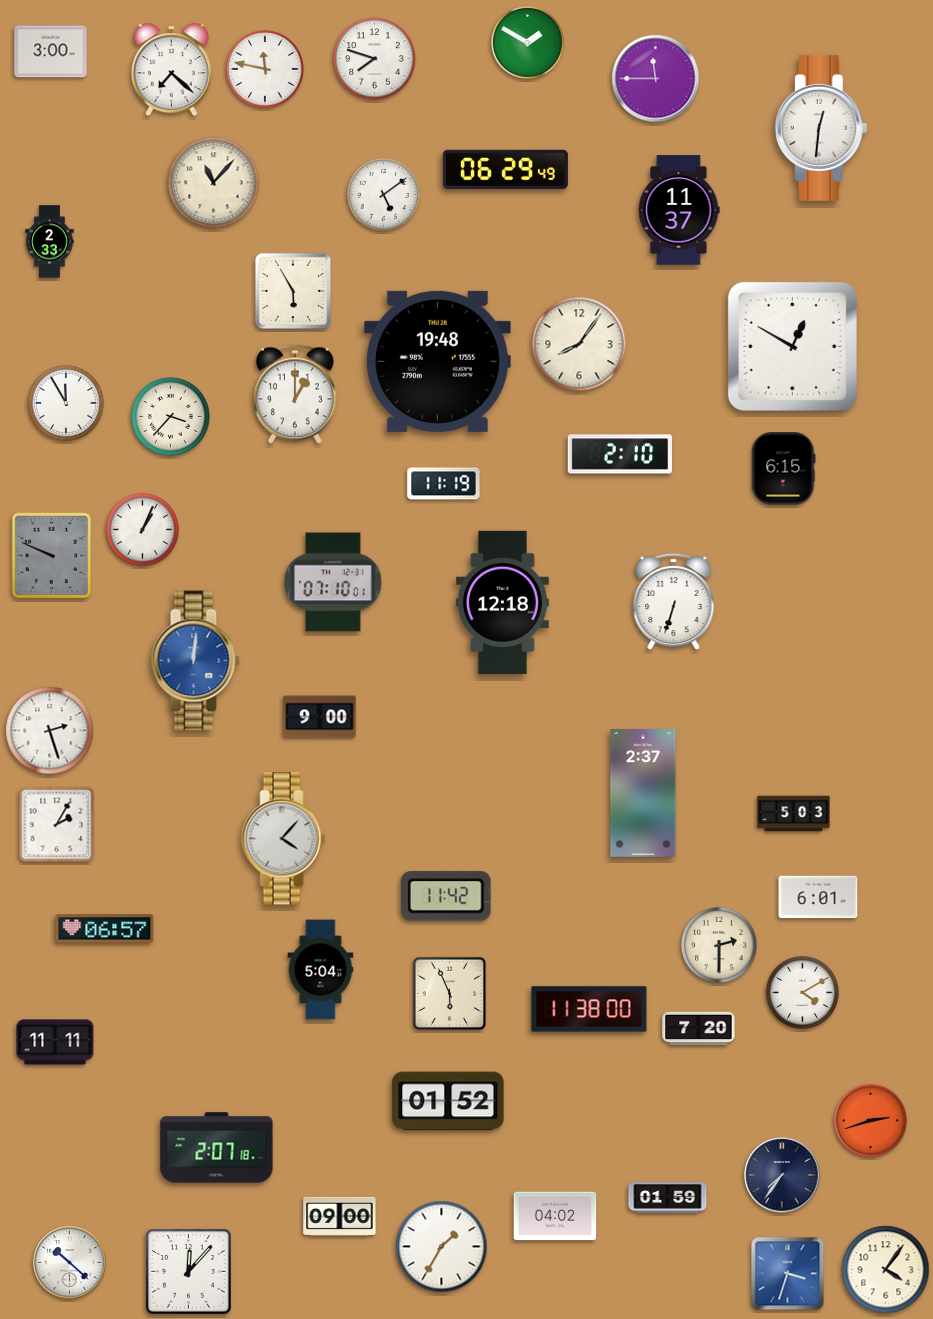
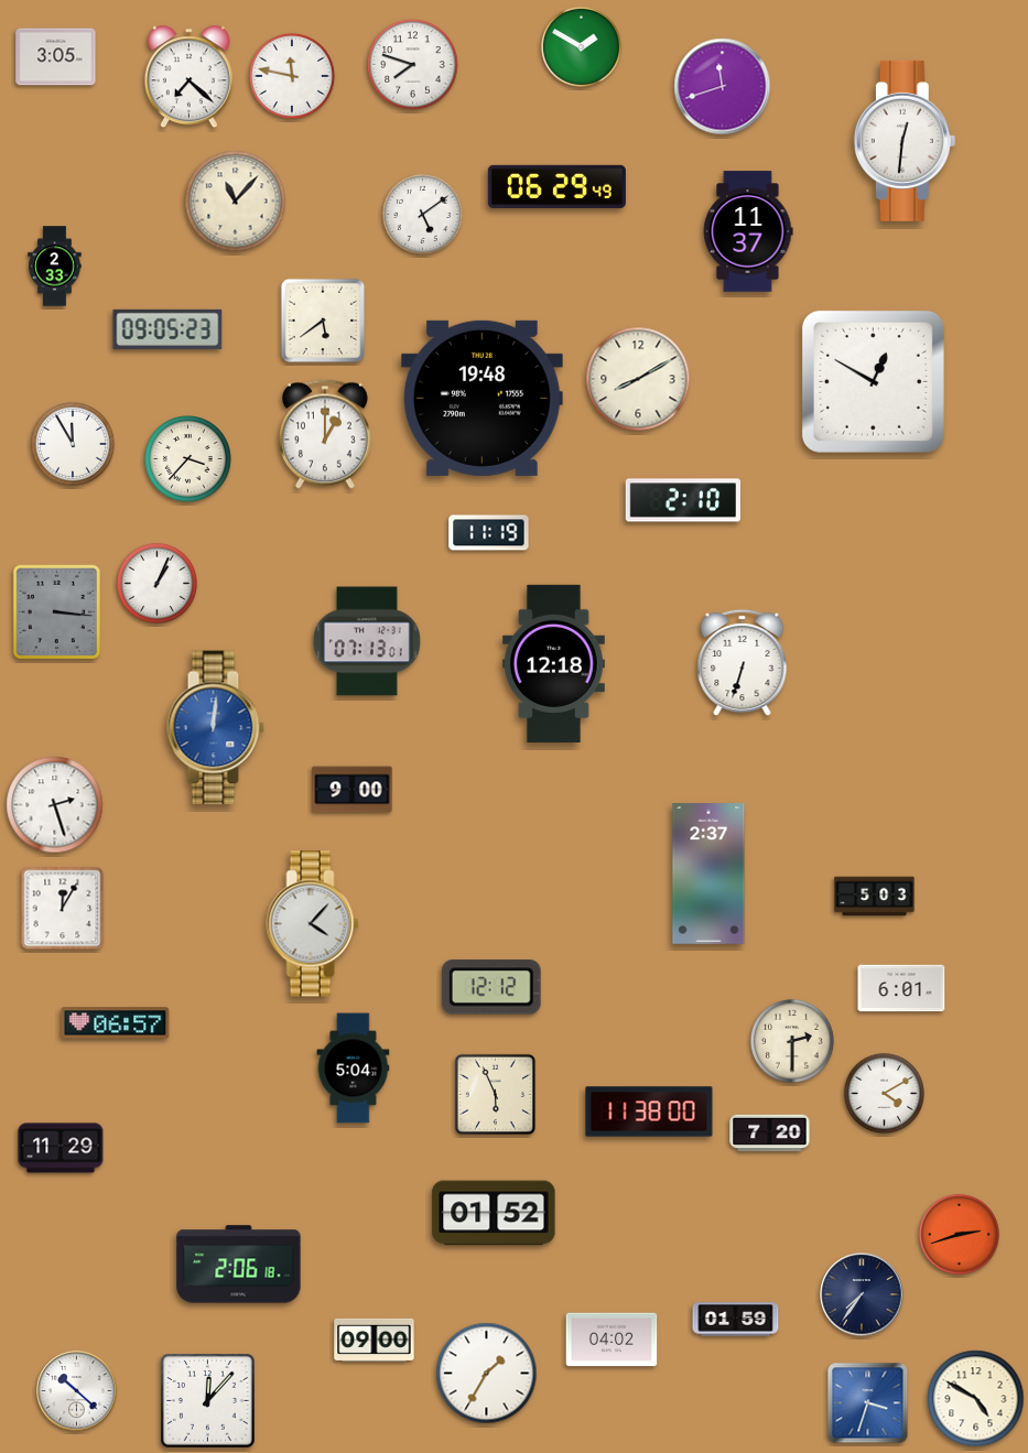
clock at (51, 52): 3:00 -> 3:05
clock at (656, 79): 11:45 -> 11:42
clock at (292, 290): 5:55 -> 5:39
clock at (167, 329): none -> 09:05
clock at (579, 344): 8:06 -> 8:10
clock at (784, 469): 6:15 -> none
clock at (52, 556): 9:49 -> 3:16
clock at (333, 582): 07:10 -> 07:13
clock at (57, 825): 2:05 -> 12:05
clock at (446, 896): 11:42 -> 12:12
clock at (55, 1042): 11:11 -> 11:29
clock at (217, 1148): 2:07 -> 2:06
clock at (886, 1270): 4:06 -> 4:50
